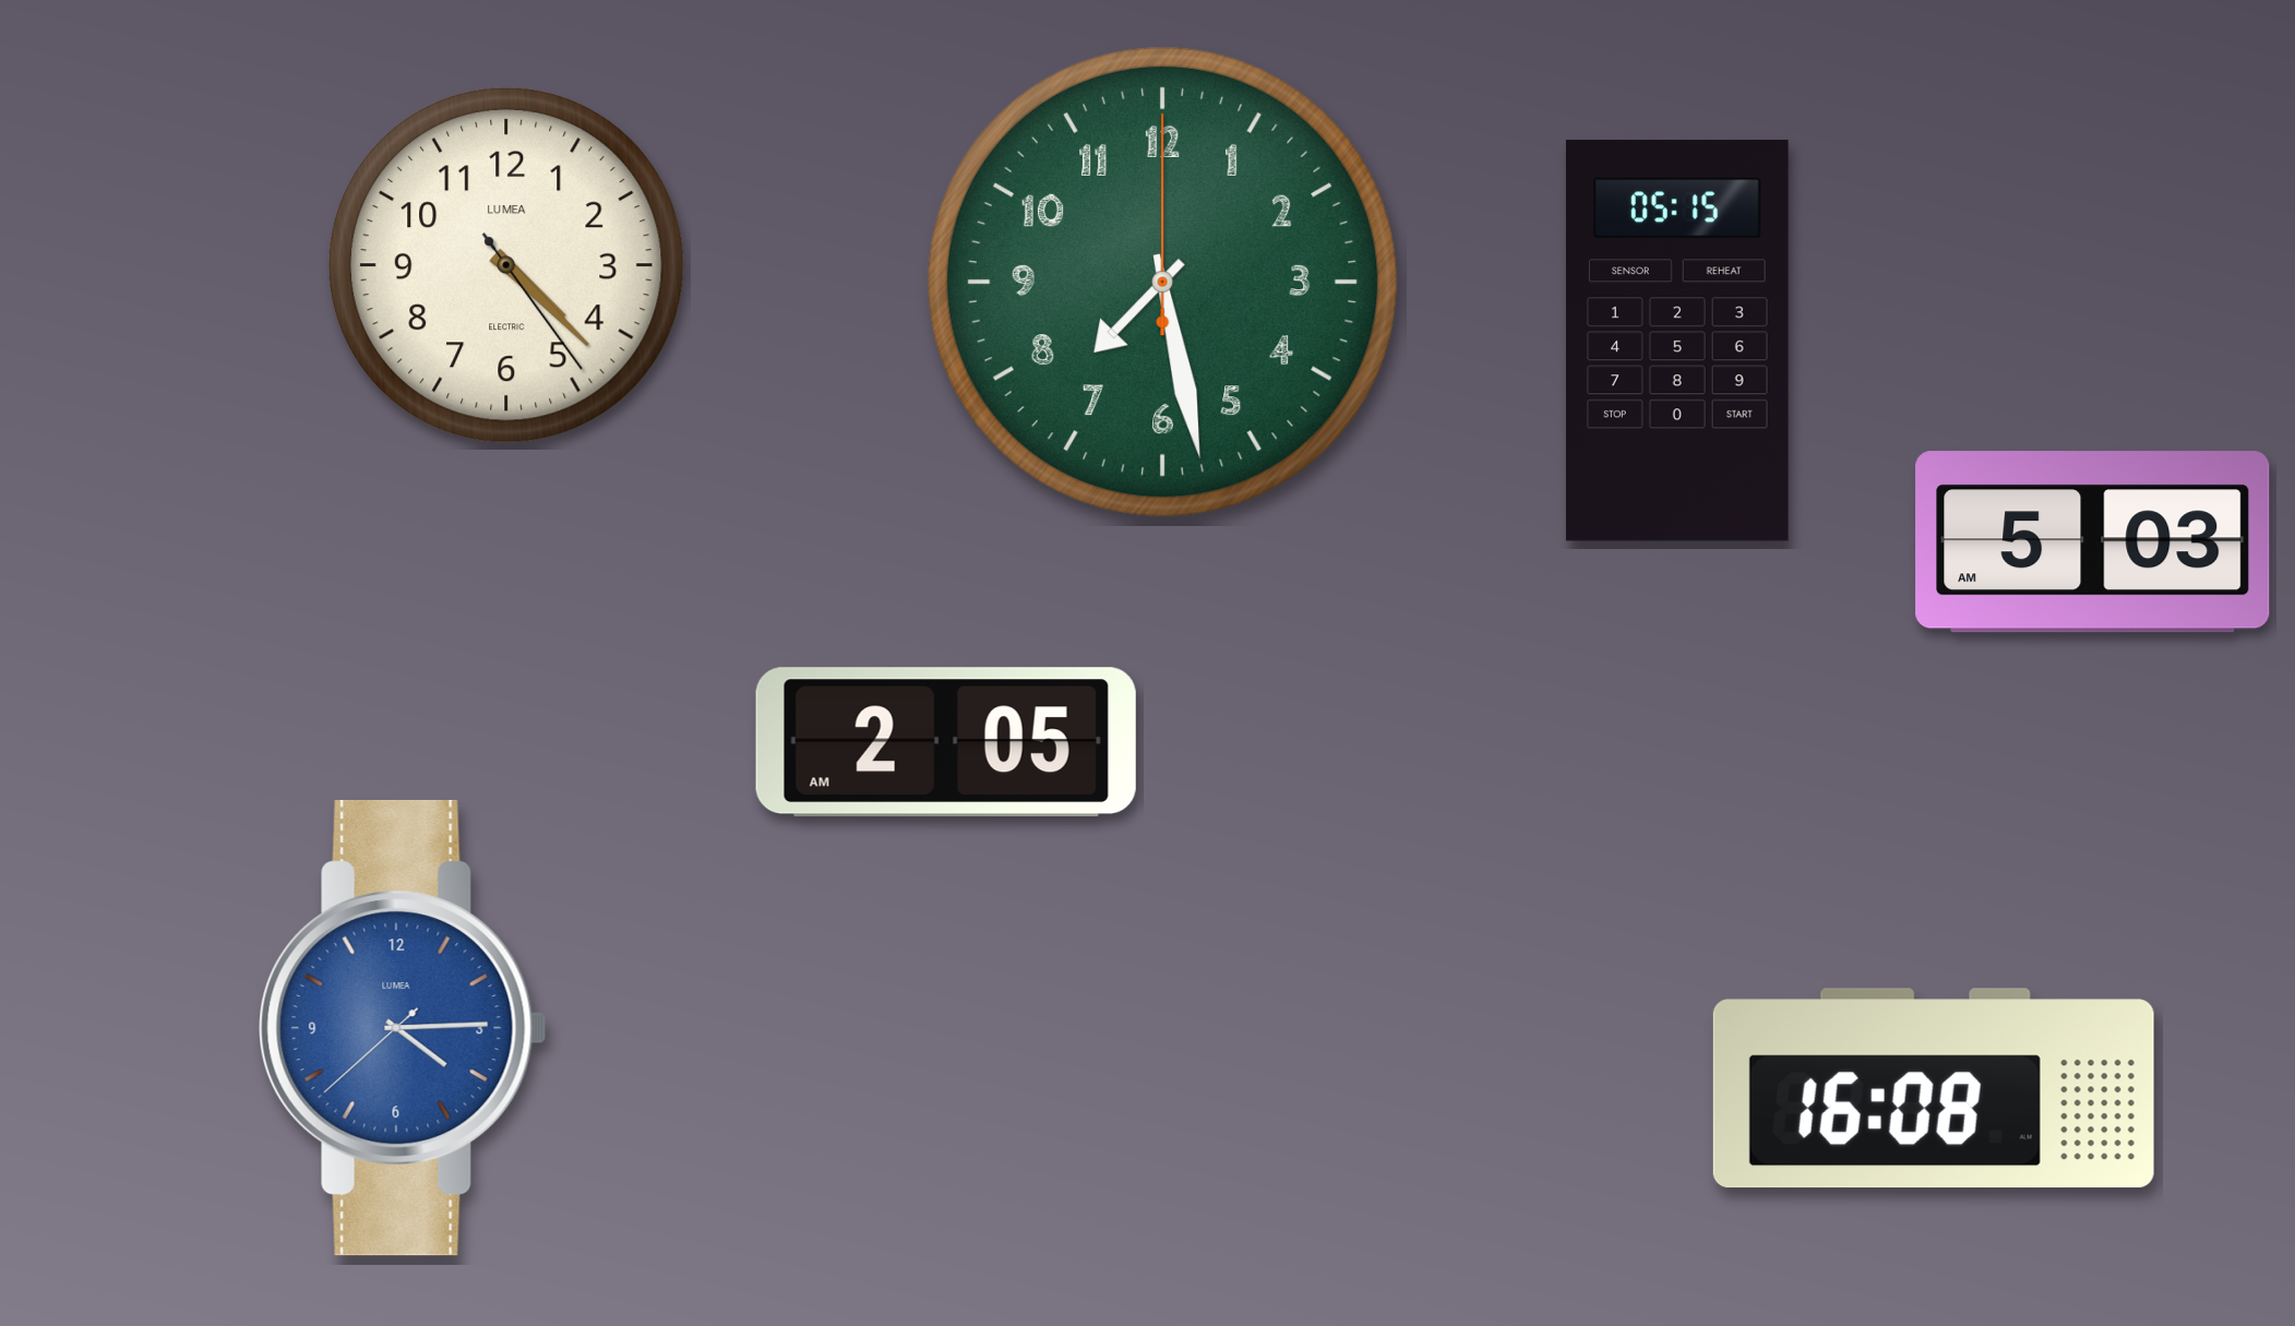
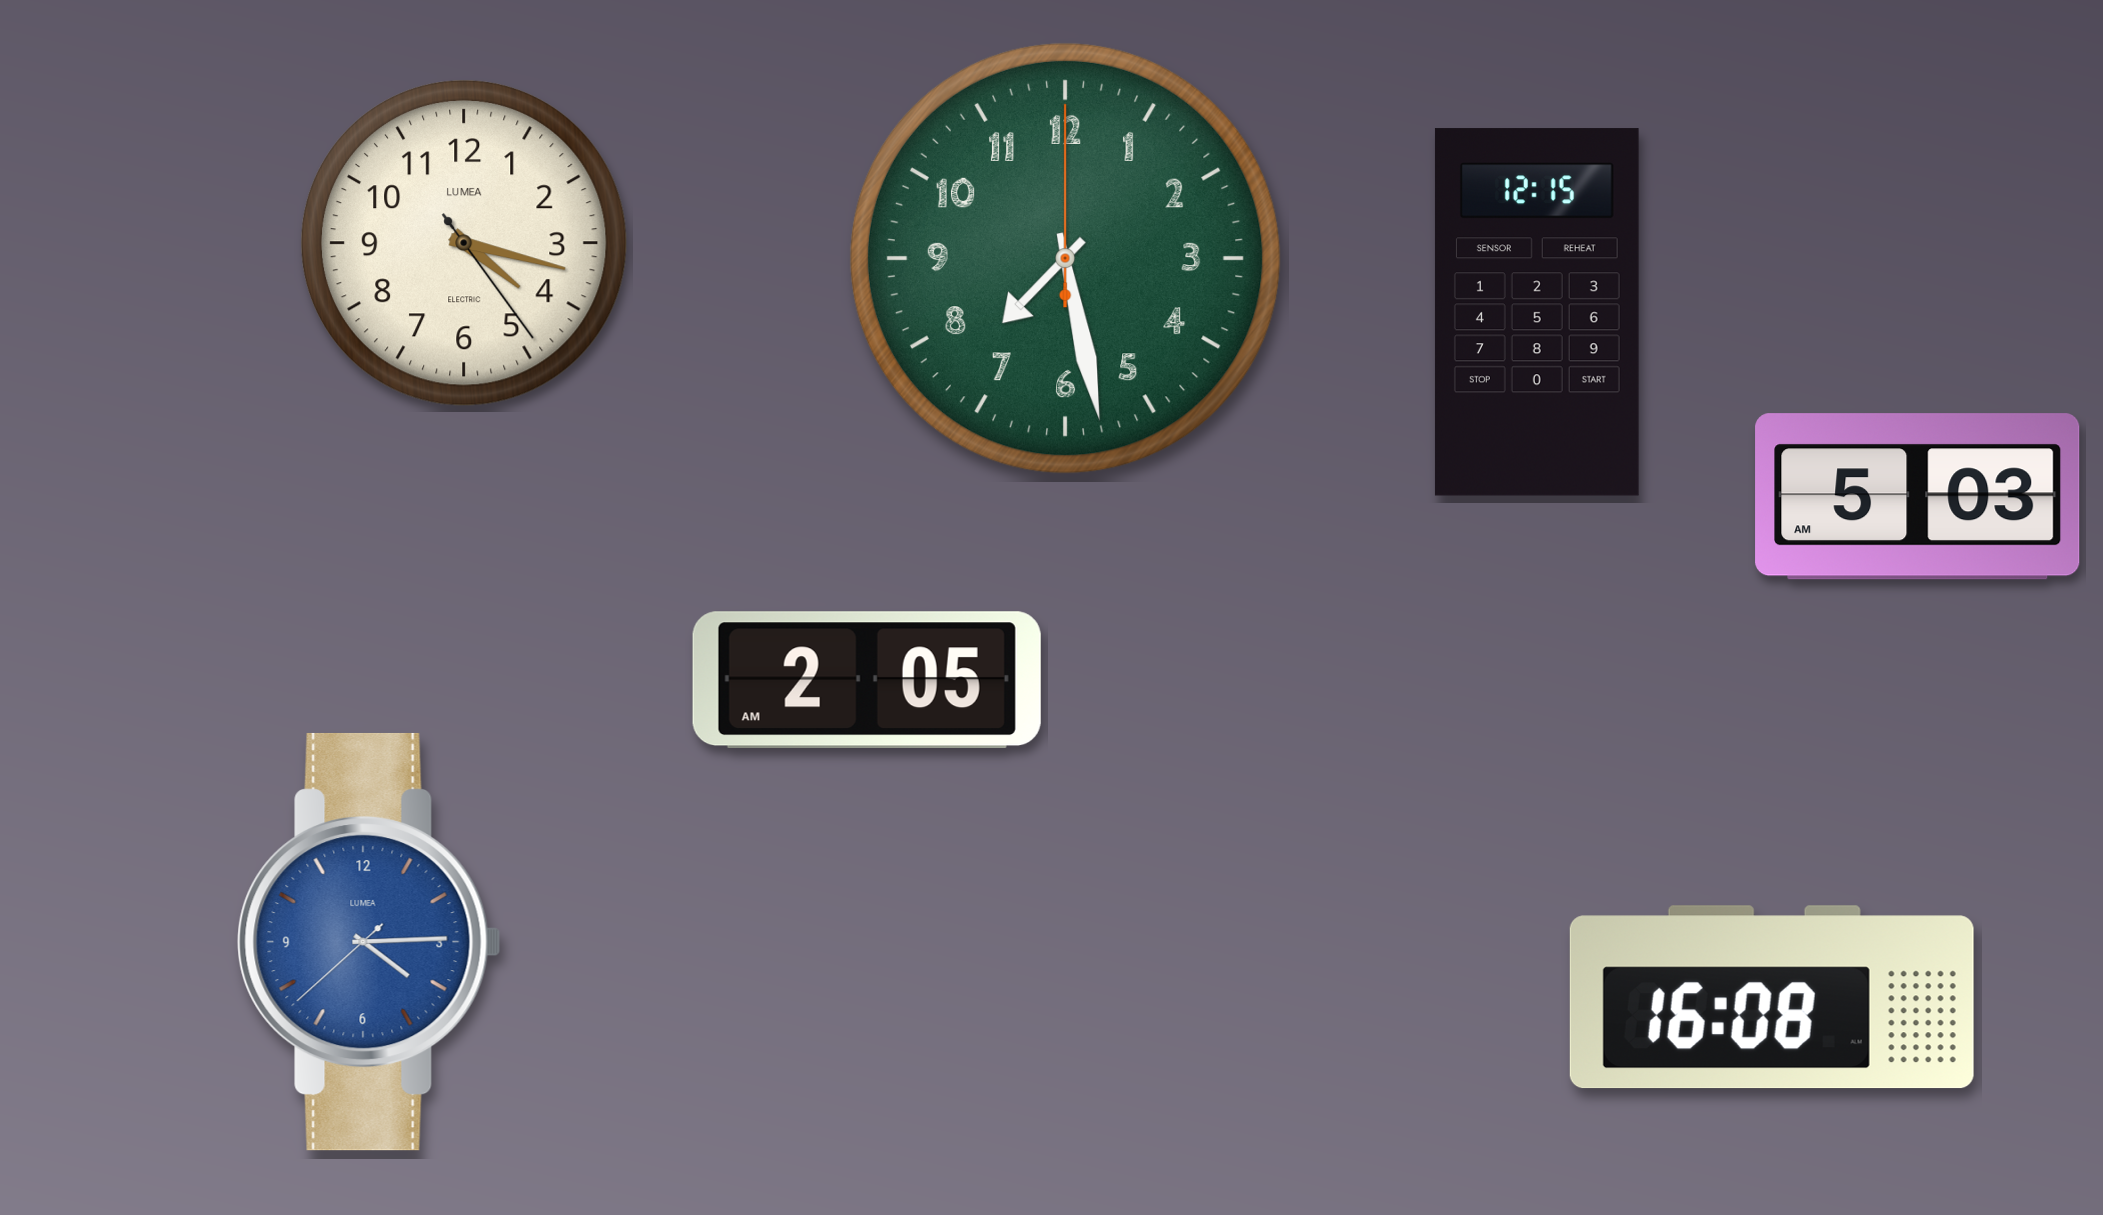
clock at (506, 265): 4:22 -> 4:17
clock at (1677, 341): 05:15 -> 12:15
